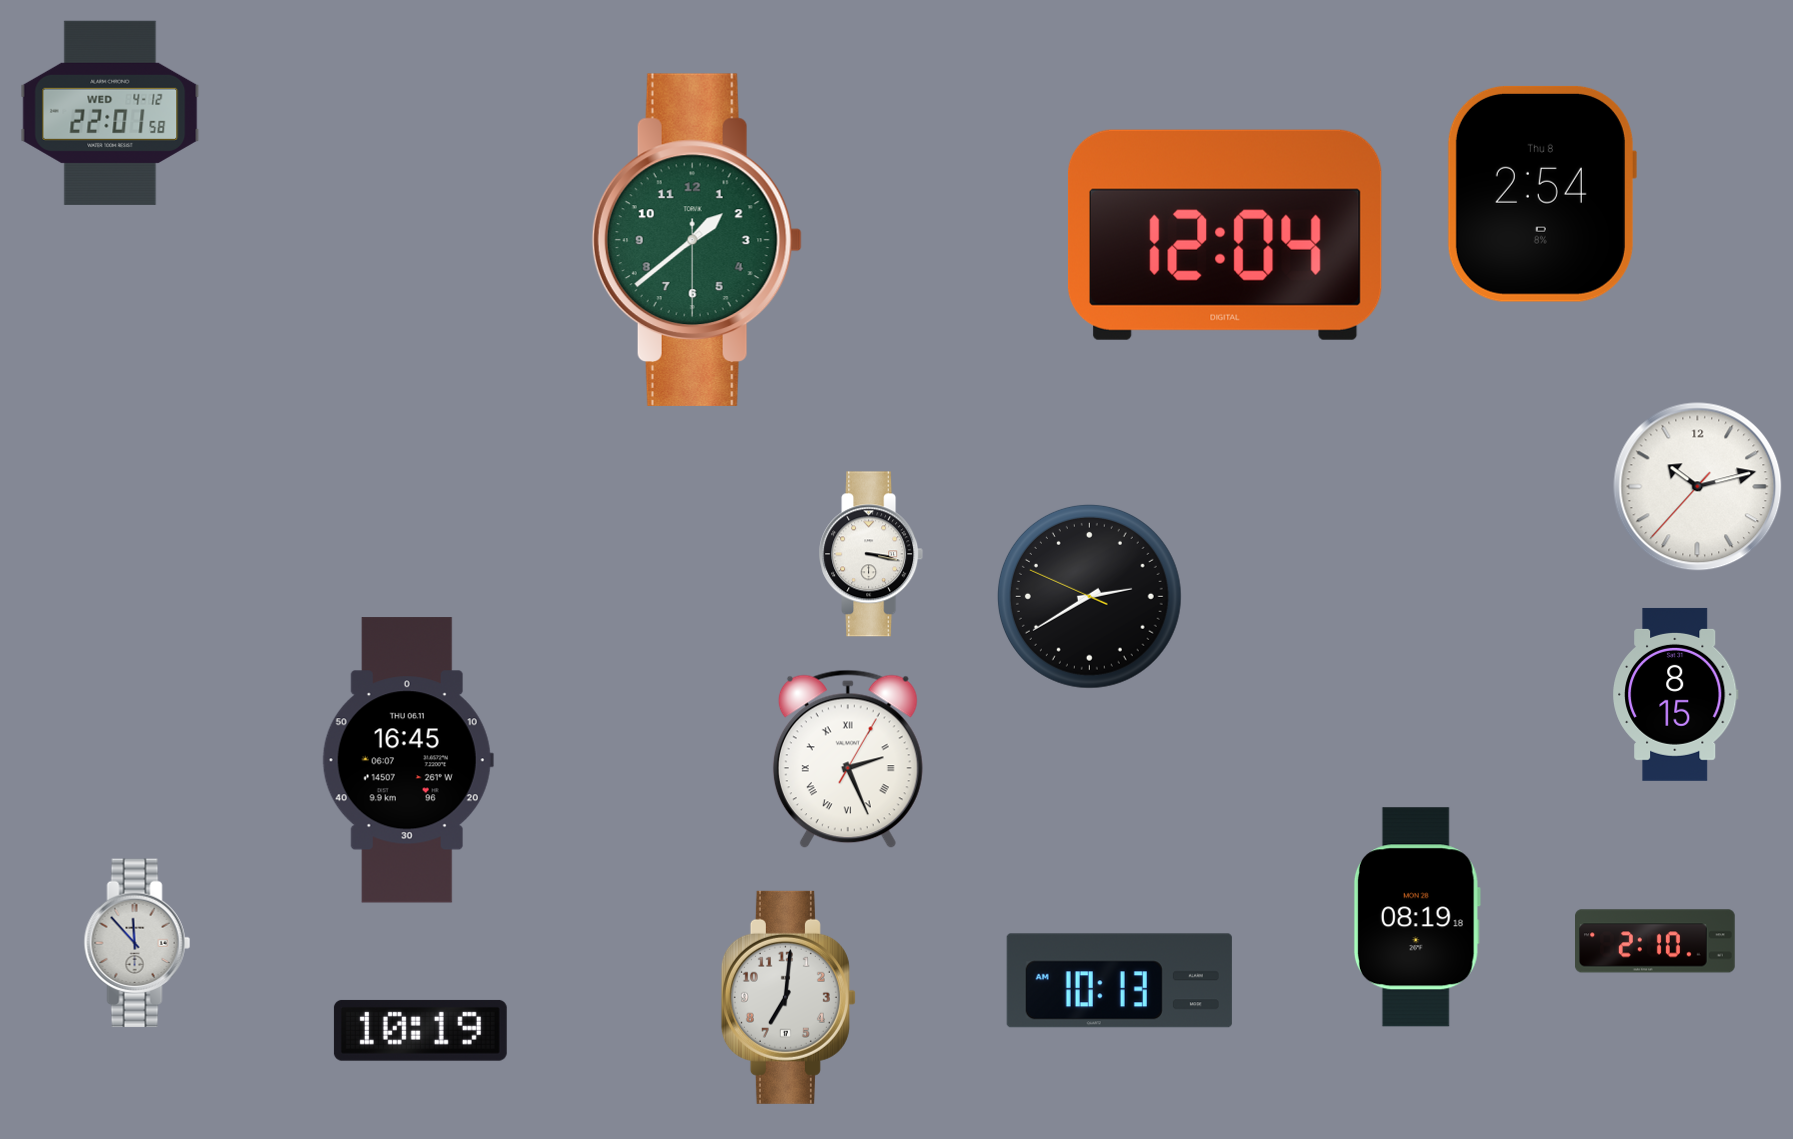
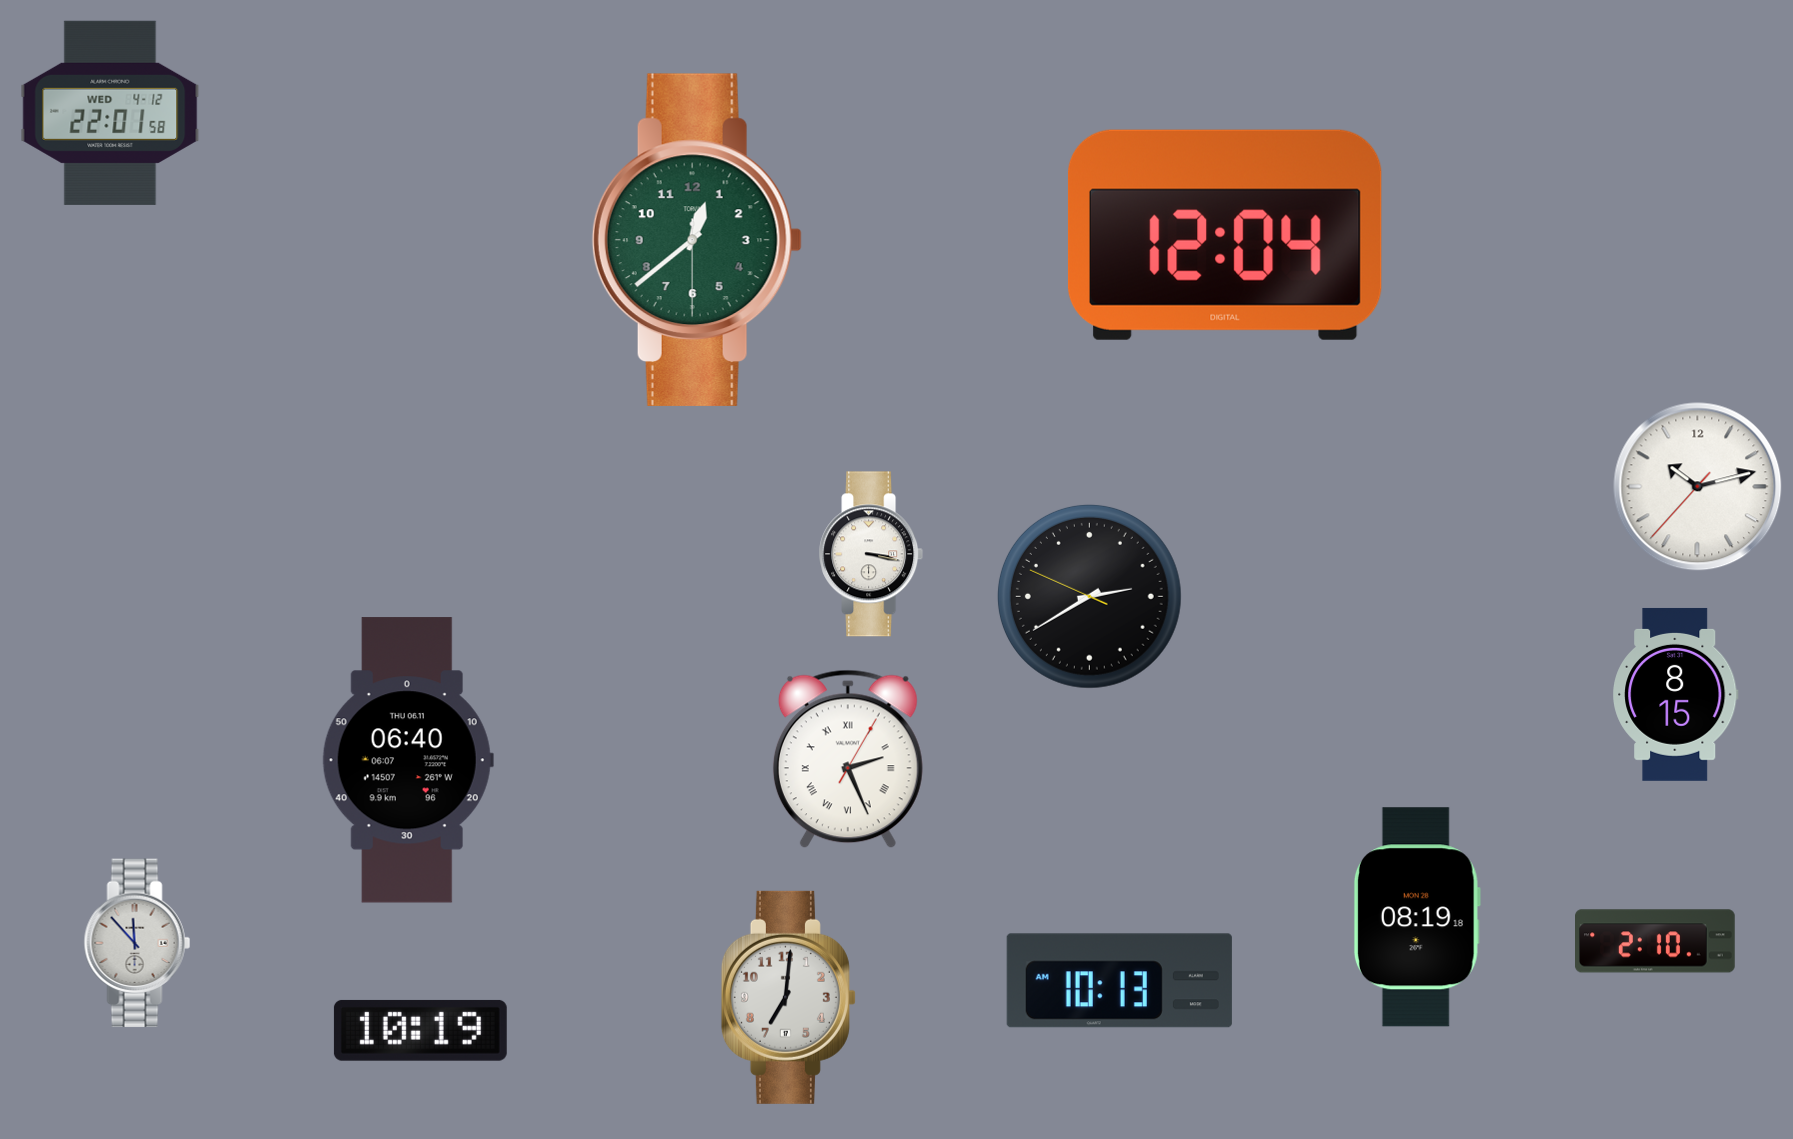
clock at (1541, 194): 2:54 -> none
clock at (697, 240): 1:38 -> 12:38
clock at (408, 760): 16:45 -> 06:40
